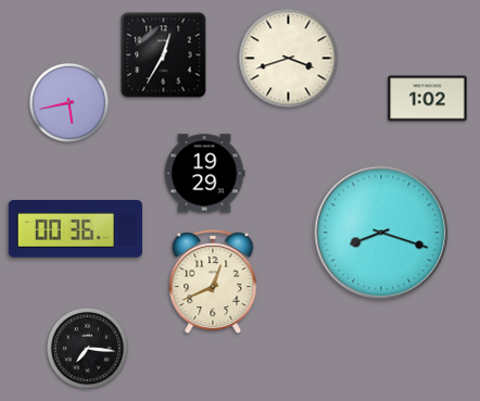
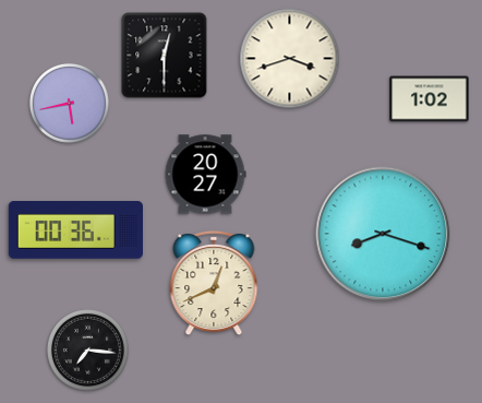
clock at (164, 55): 12:35 -> 12:30
clock at (204, 174): 19:29 -> 20:27
